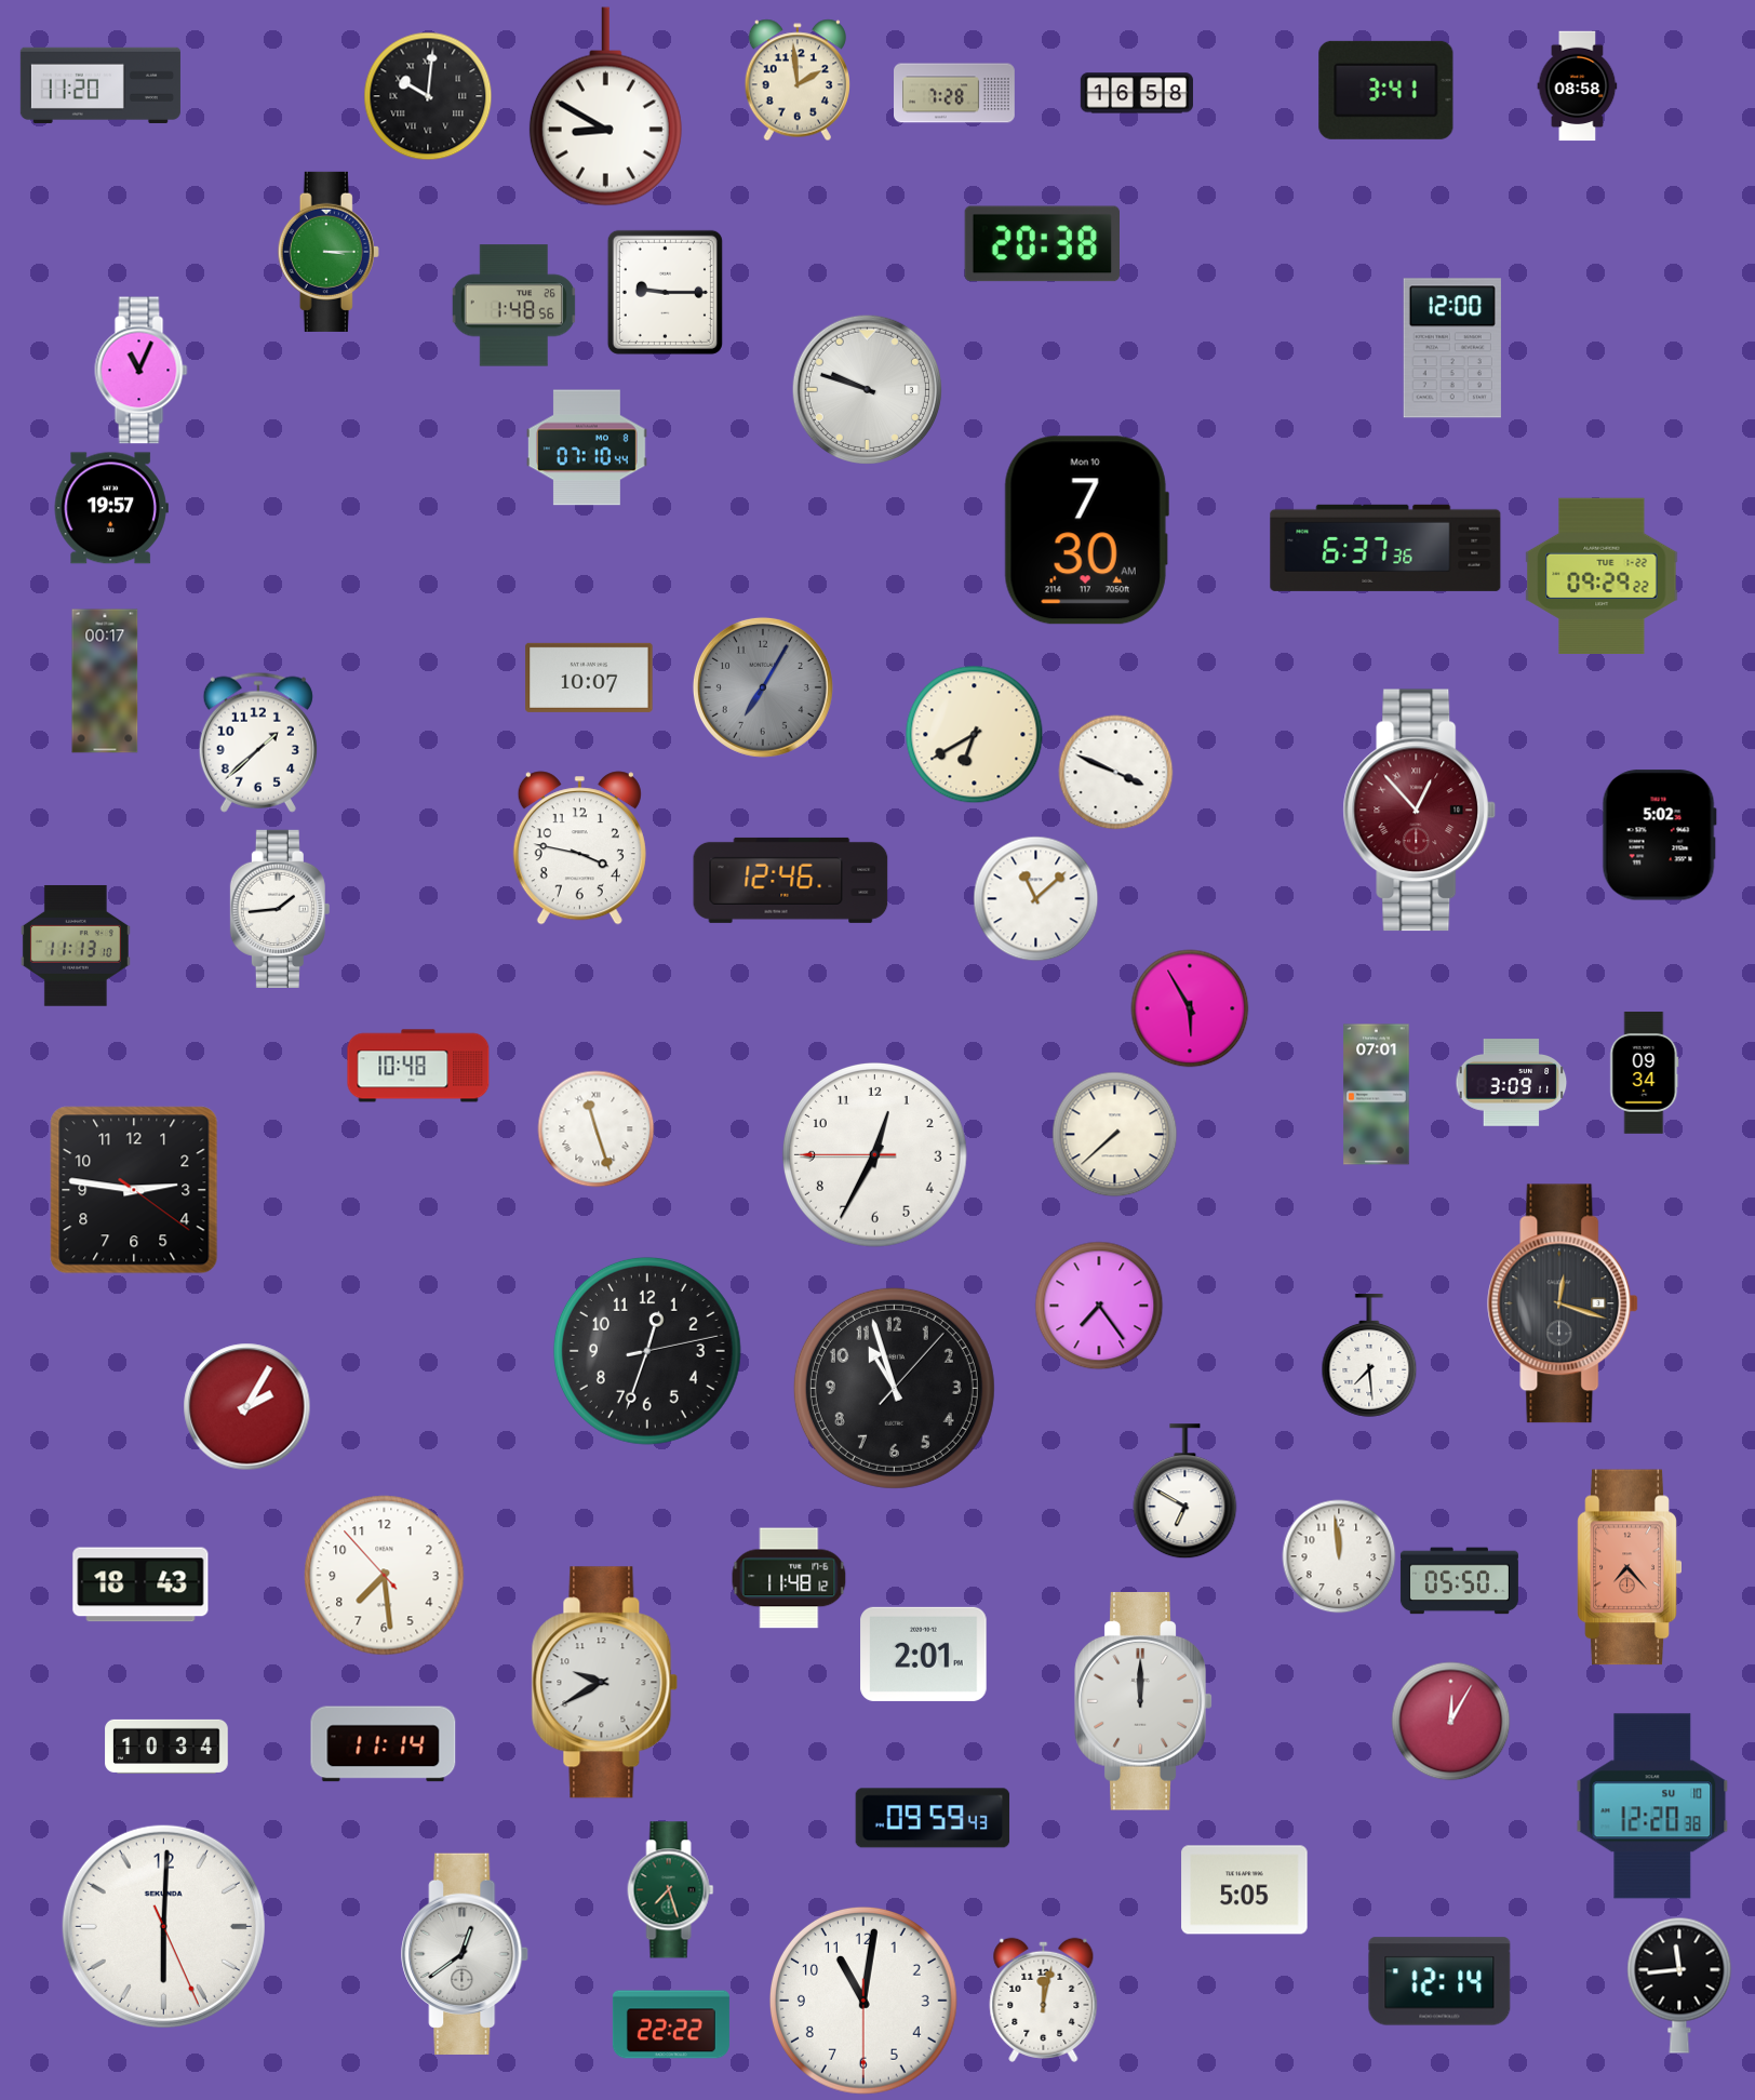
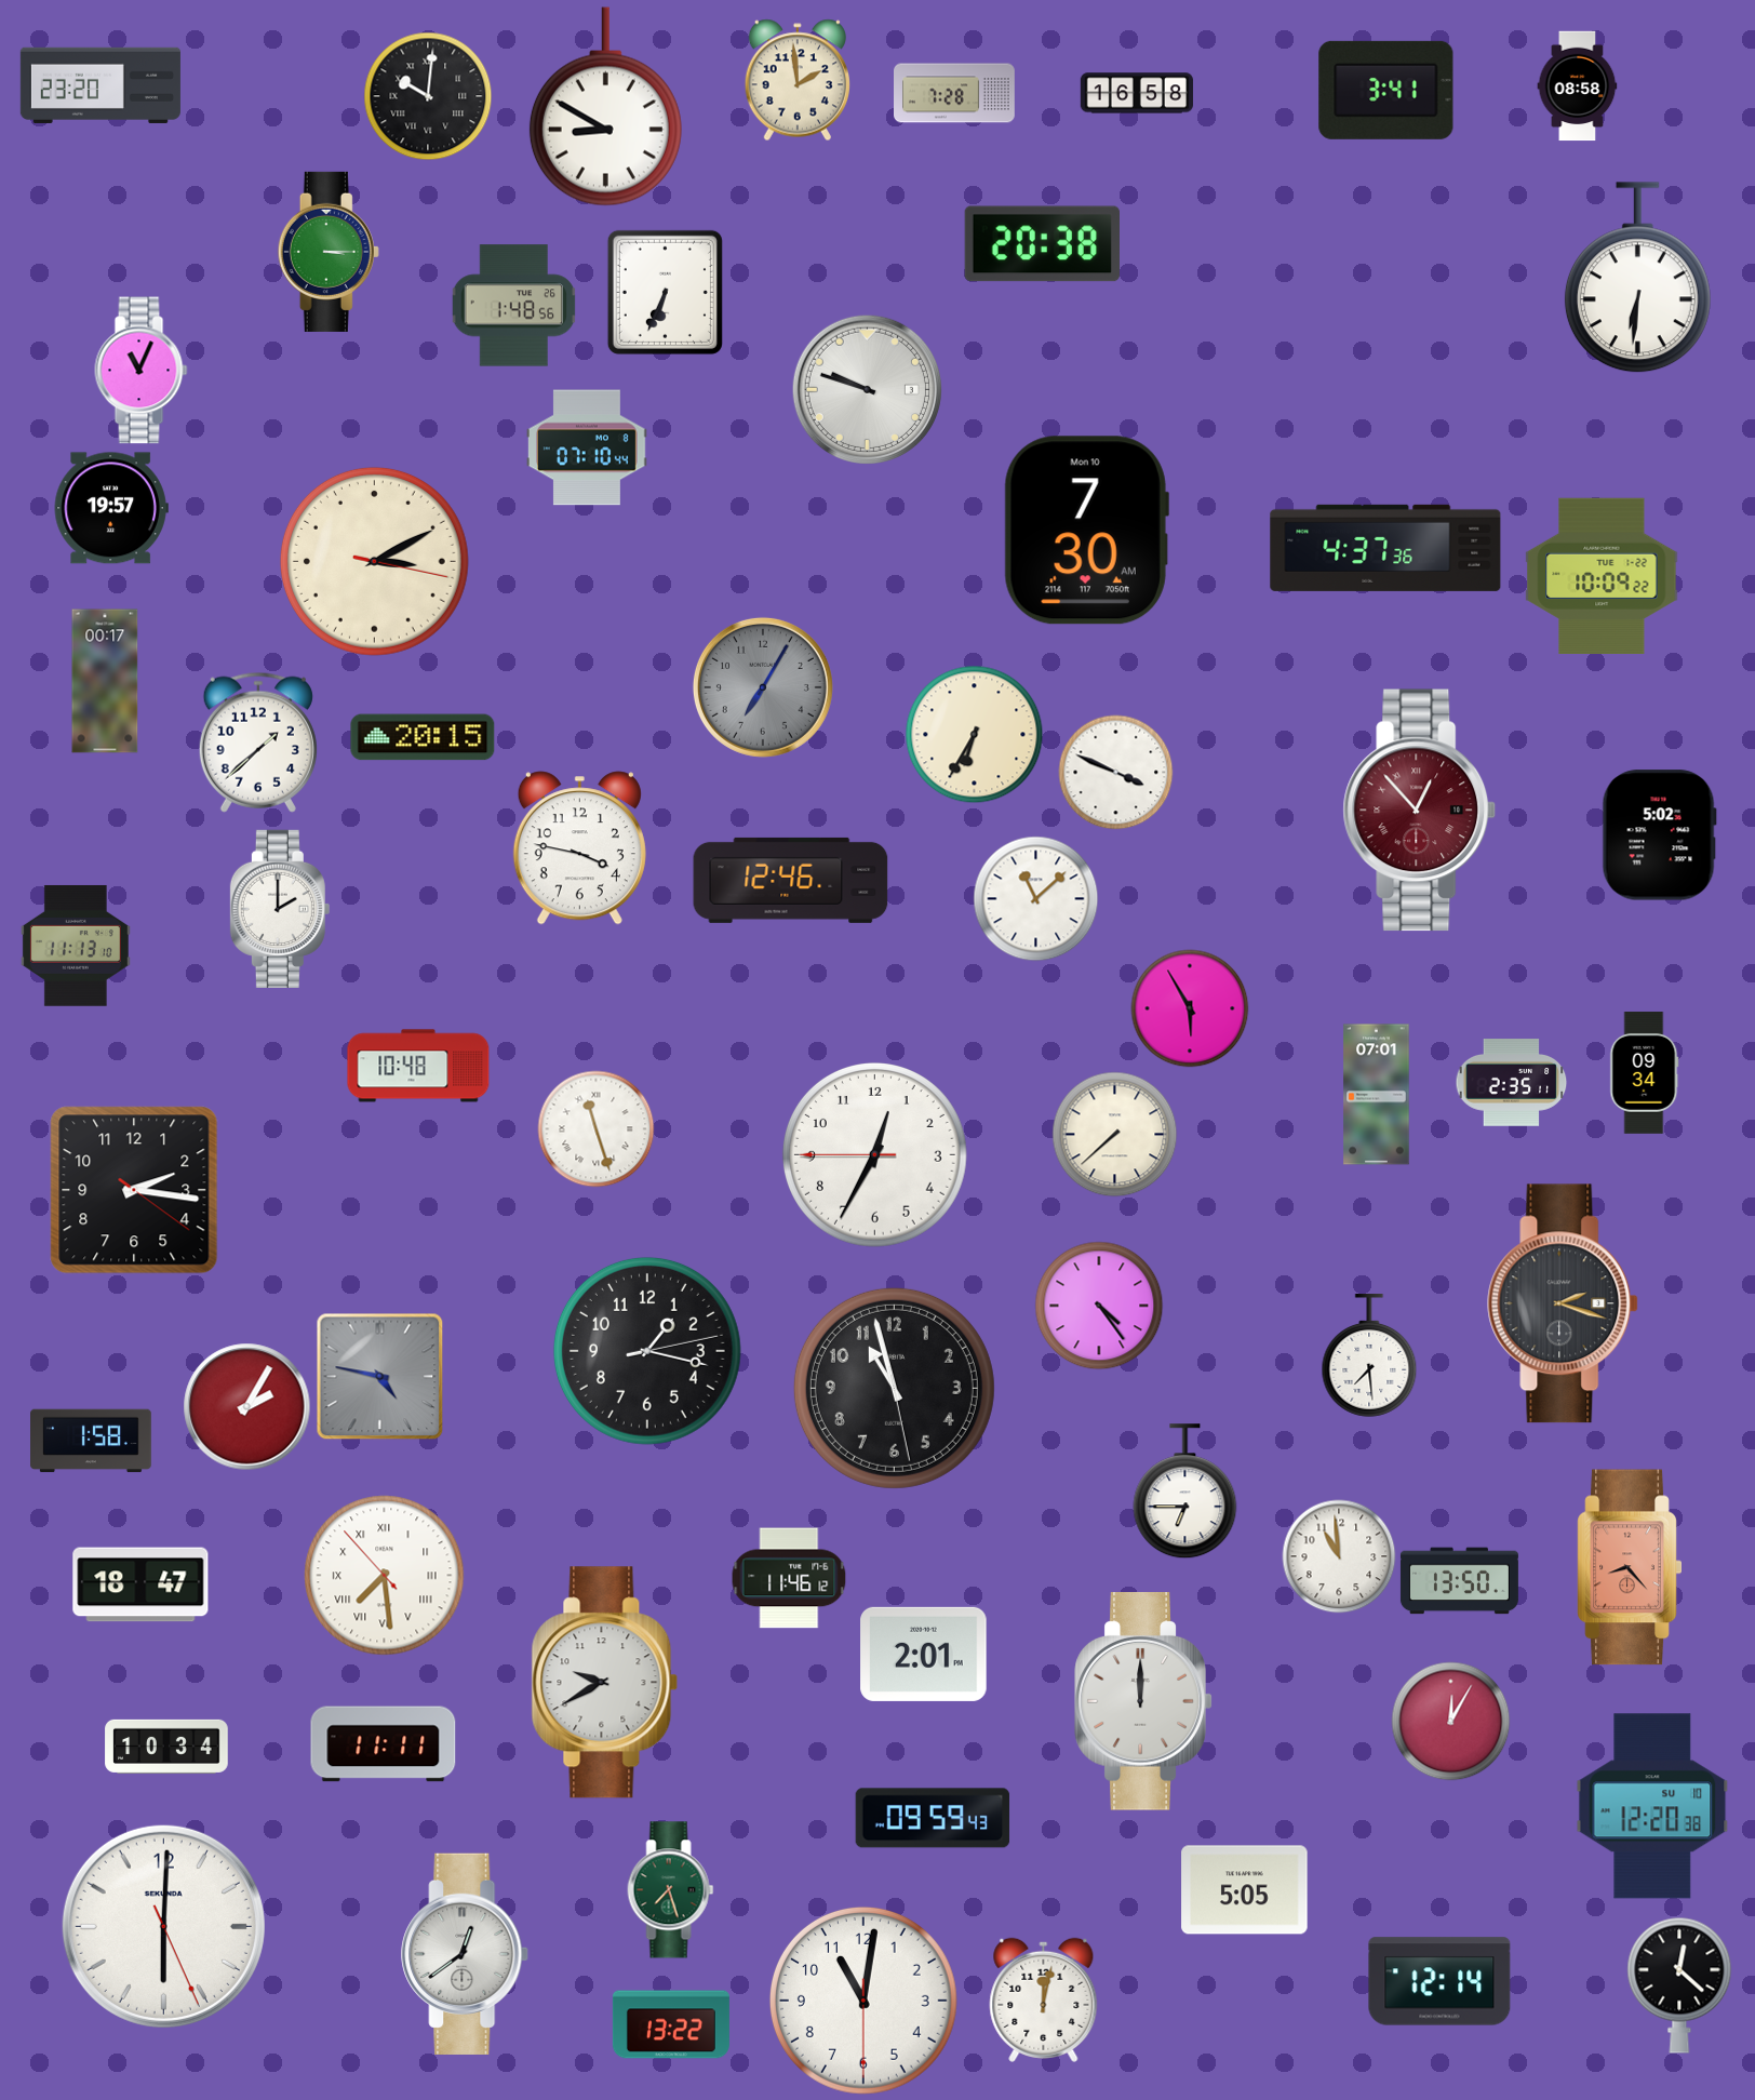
clock at (101, 85): 11:20 -> 23:20
clock at (1637, 278): none -> 6:31
clock at (665, 292): 9:15 -> 6:34
clock at (1452, 348): 12:00 -> none
clock at (1385, 548): 6:37 -> 4:37
clock at (374, 561): none -> 3:10
clock at (1602, 576): 09:29 -> 10:09
clock at (589, 678): 10:07 -> none
clock at (975, 735): 6:40 -> 6:35
clock at (423, 737): none -> 20:15
clock at (280, 909): 1:44 -> 2:00
clock at (1512, 1083): 3:09 -> 2:35
clock at (134, 1190): 2:46 -> 2:16
clock at (1564, 1303): 12:18 -> 2:18
clock at (1099, 1306): 7:24 -> 4:24
clock at (647, 1351): 12:33 -> 1:17
clock at (380, 1377): none -> 4:47
clock at (894, 1388): 10:57:07 -> 10:57:28
clock at (92, 1441): none -> 1:58
clock at (1185, 1492): 6:50 -> 6:45
clock at (1339, 1556): 11:59 -> 10:59
clock at (1630, 1567): 7:23 -> 8:23
clock at (385, 1576) numerals: Arabic -> Roman
clock at (789, 1578): 11:48 -> 11:46
clock at (1459, 1581): 05:50 -> 13:50
clock at (140, 1584): 18:43 -> 18:47
clock at (384, 1744): 11:14 -> 11:11
clock at (1679, 1985): 11:44 -> 12:22
clock at (671, 2024): 22:22 -> 13:22
